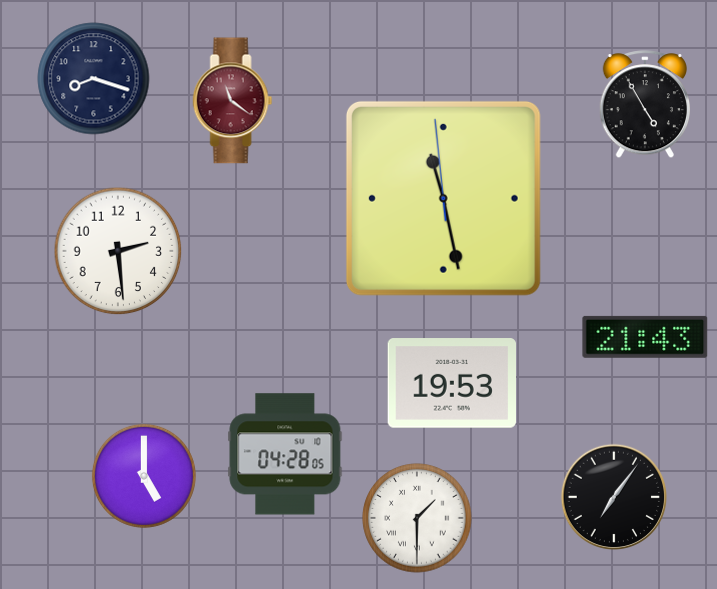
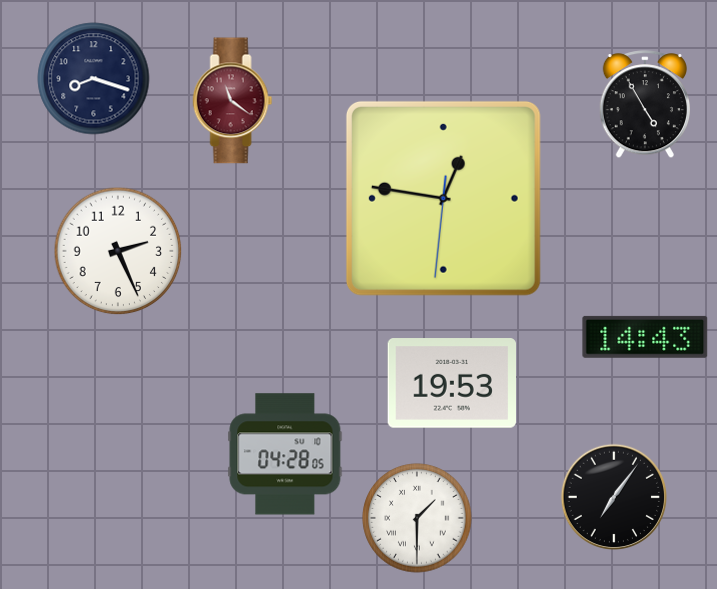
clock at (443, 198): 11:27 -> 12:46
clock at (118, 251): 2:29 -> 2:26
clock at (645, 337): 21:43 -> 14:43
clock at (144, 476): 5:00 -> none
